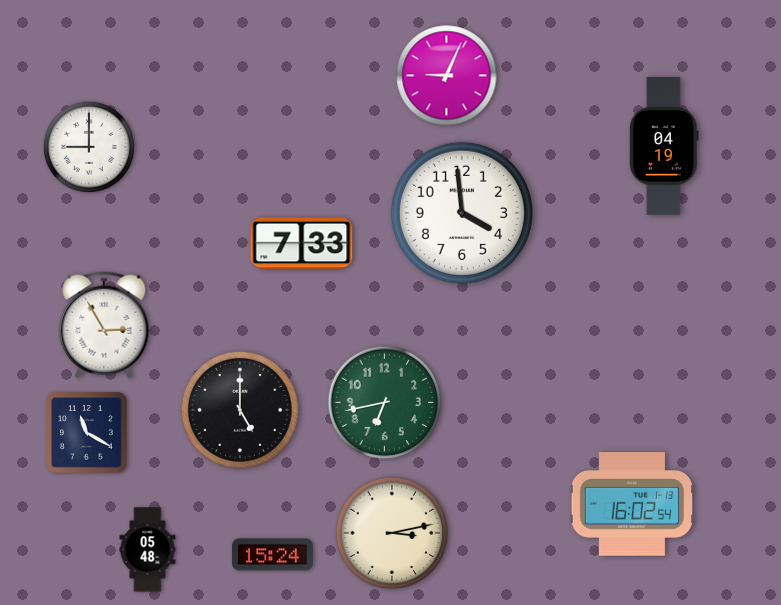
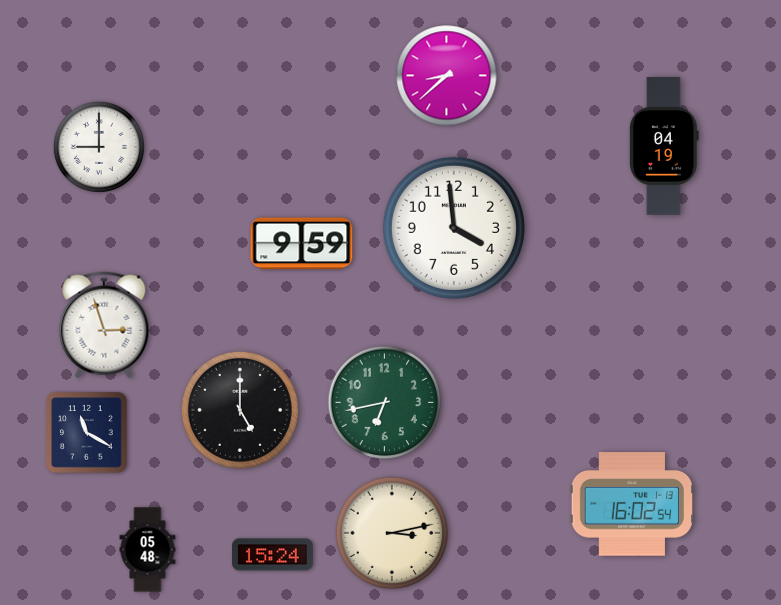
clock at (447, 76): 9:04 -> 8:38
clock at (89, 147) position: (89, 147) -> (99, 147)
clock at (462, 213) position: (462, 213) -> (454, 228)
clock at (302, 244): 7:33 -> 9:59
clock at (104, 325): 2:55 -> 2:57
